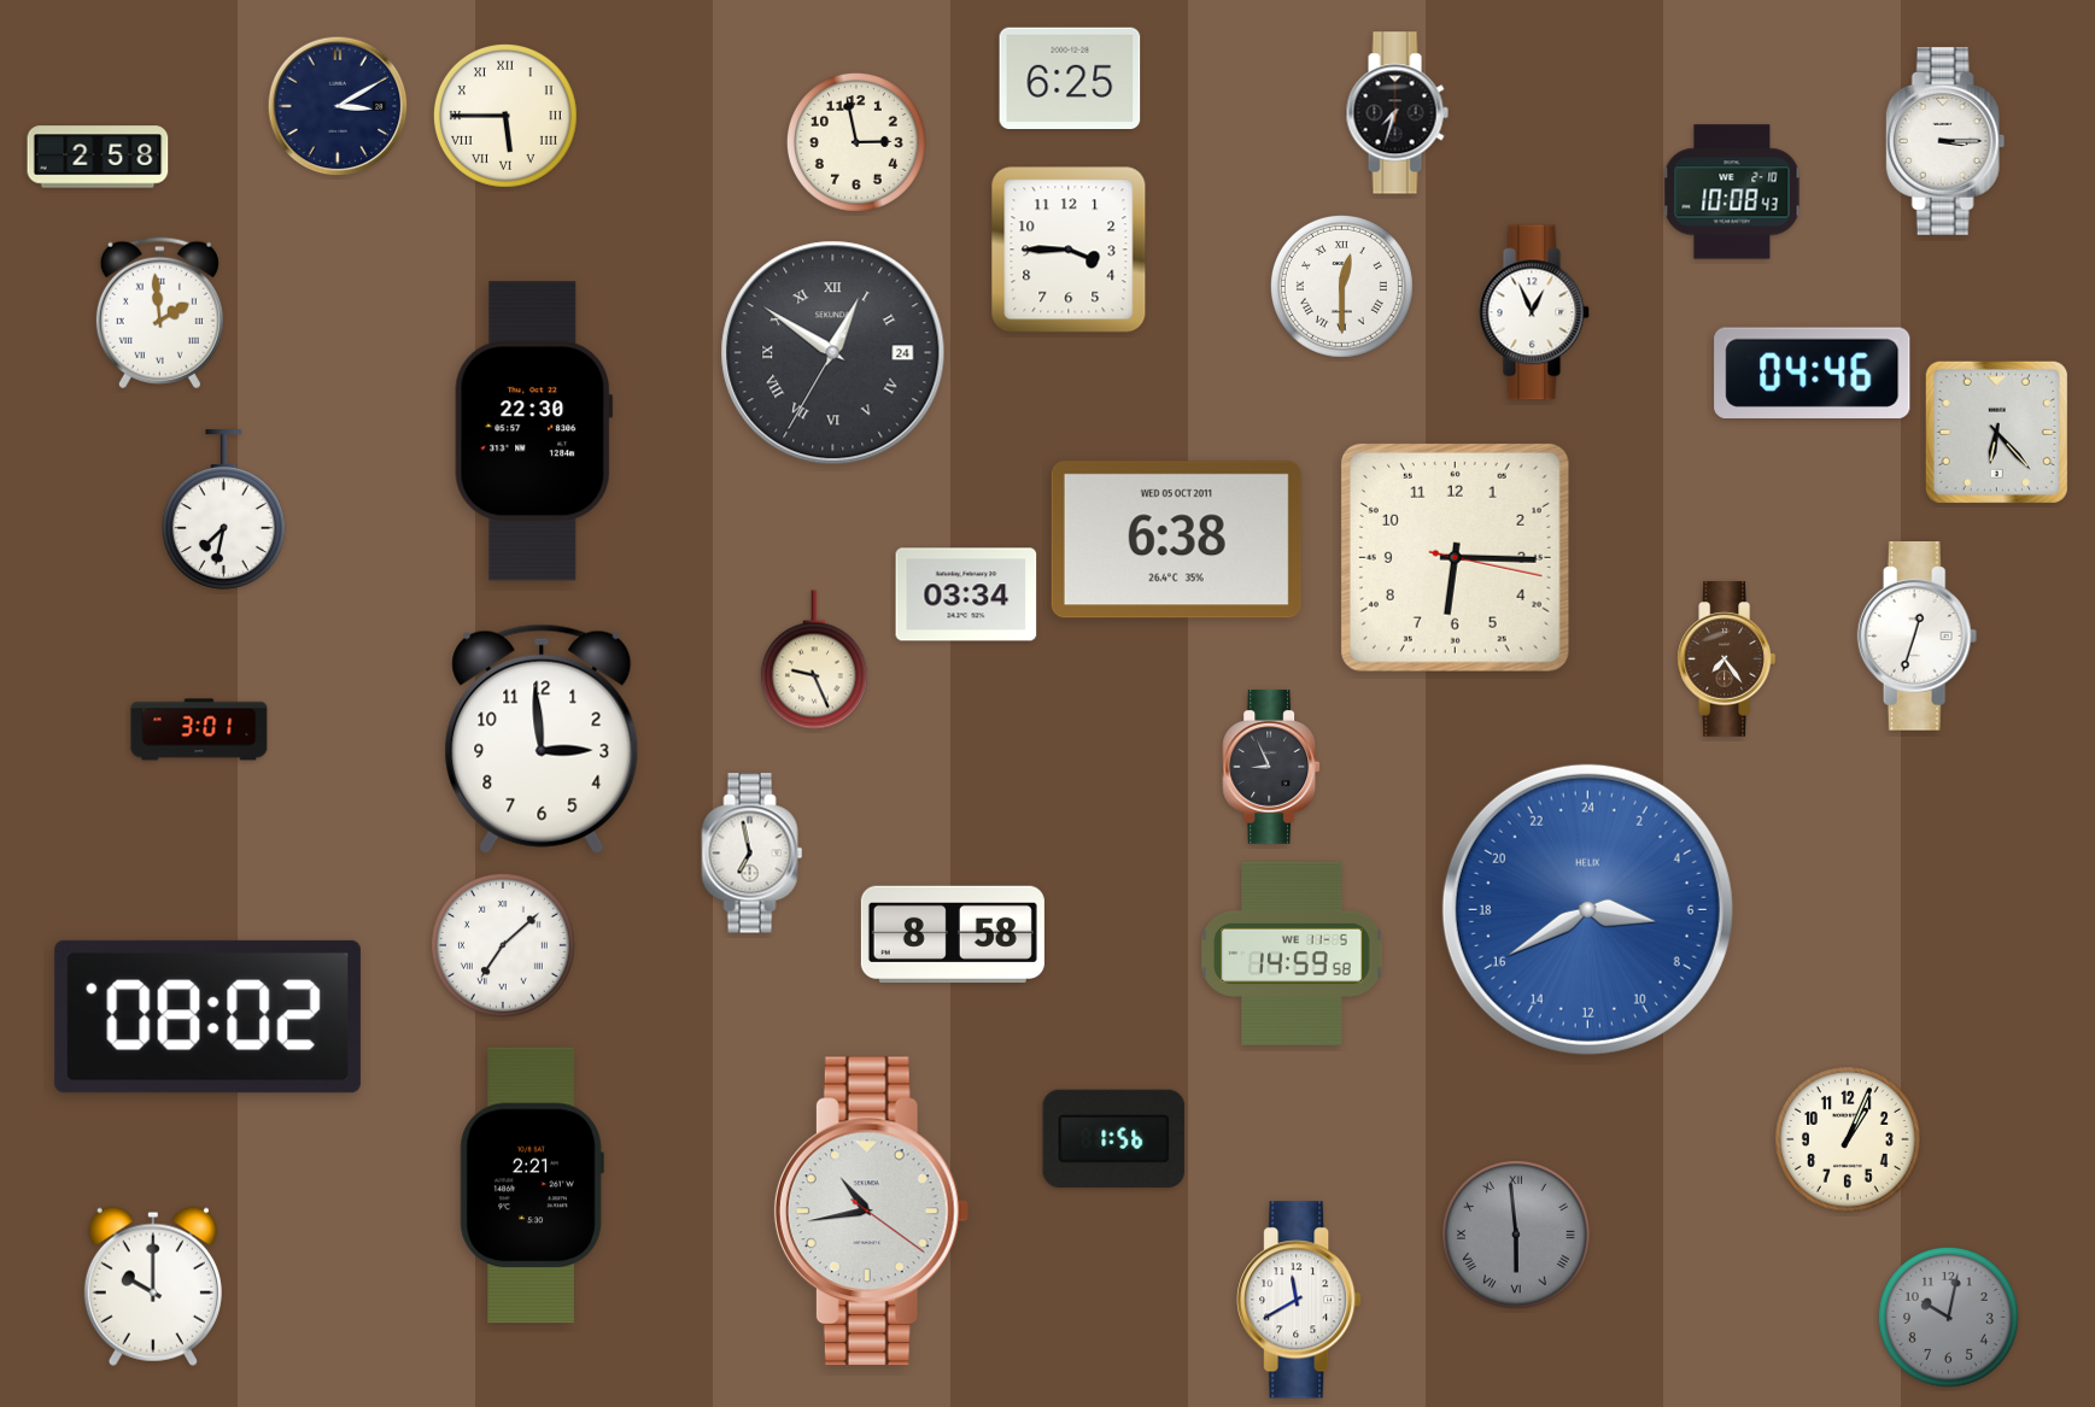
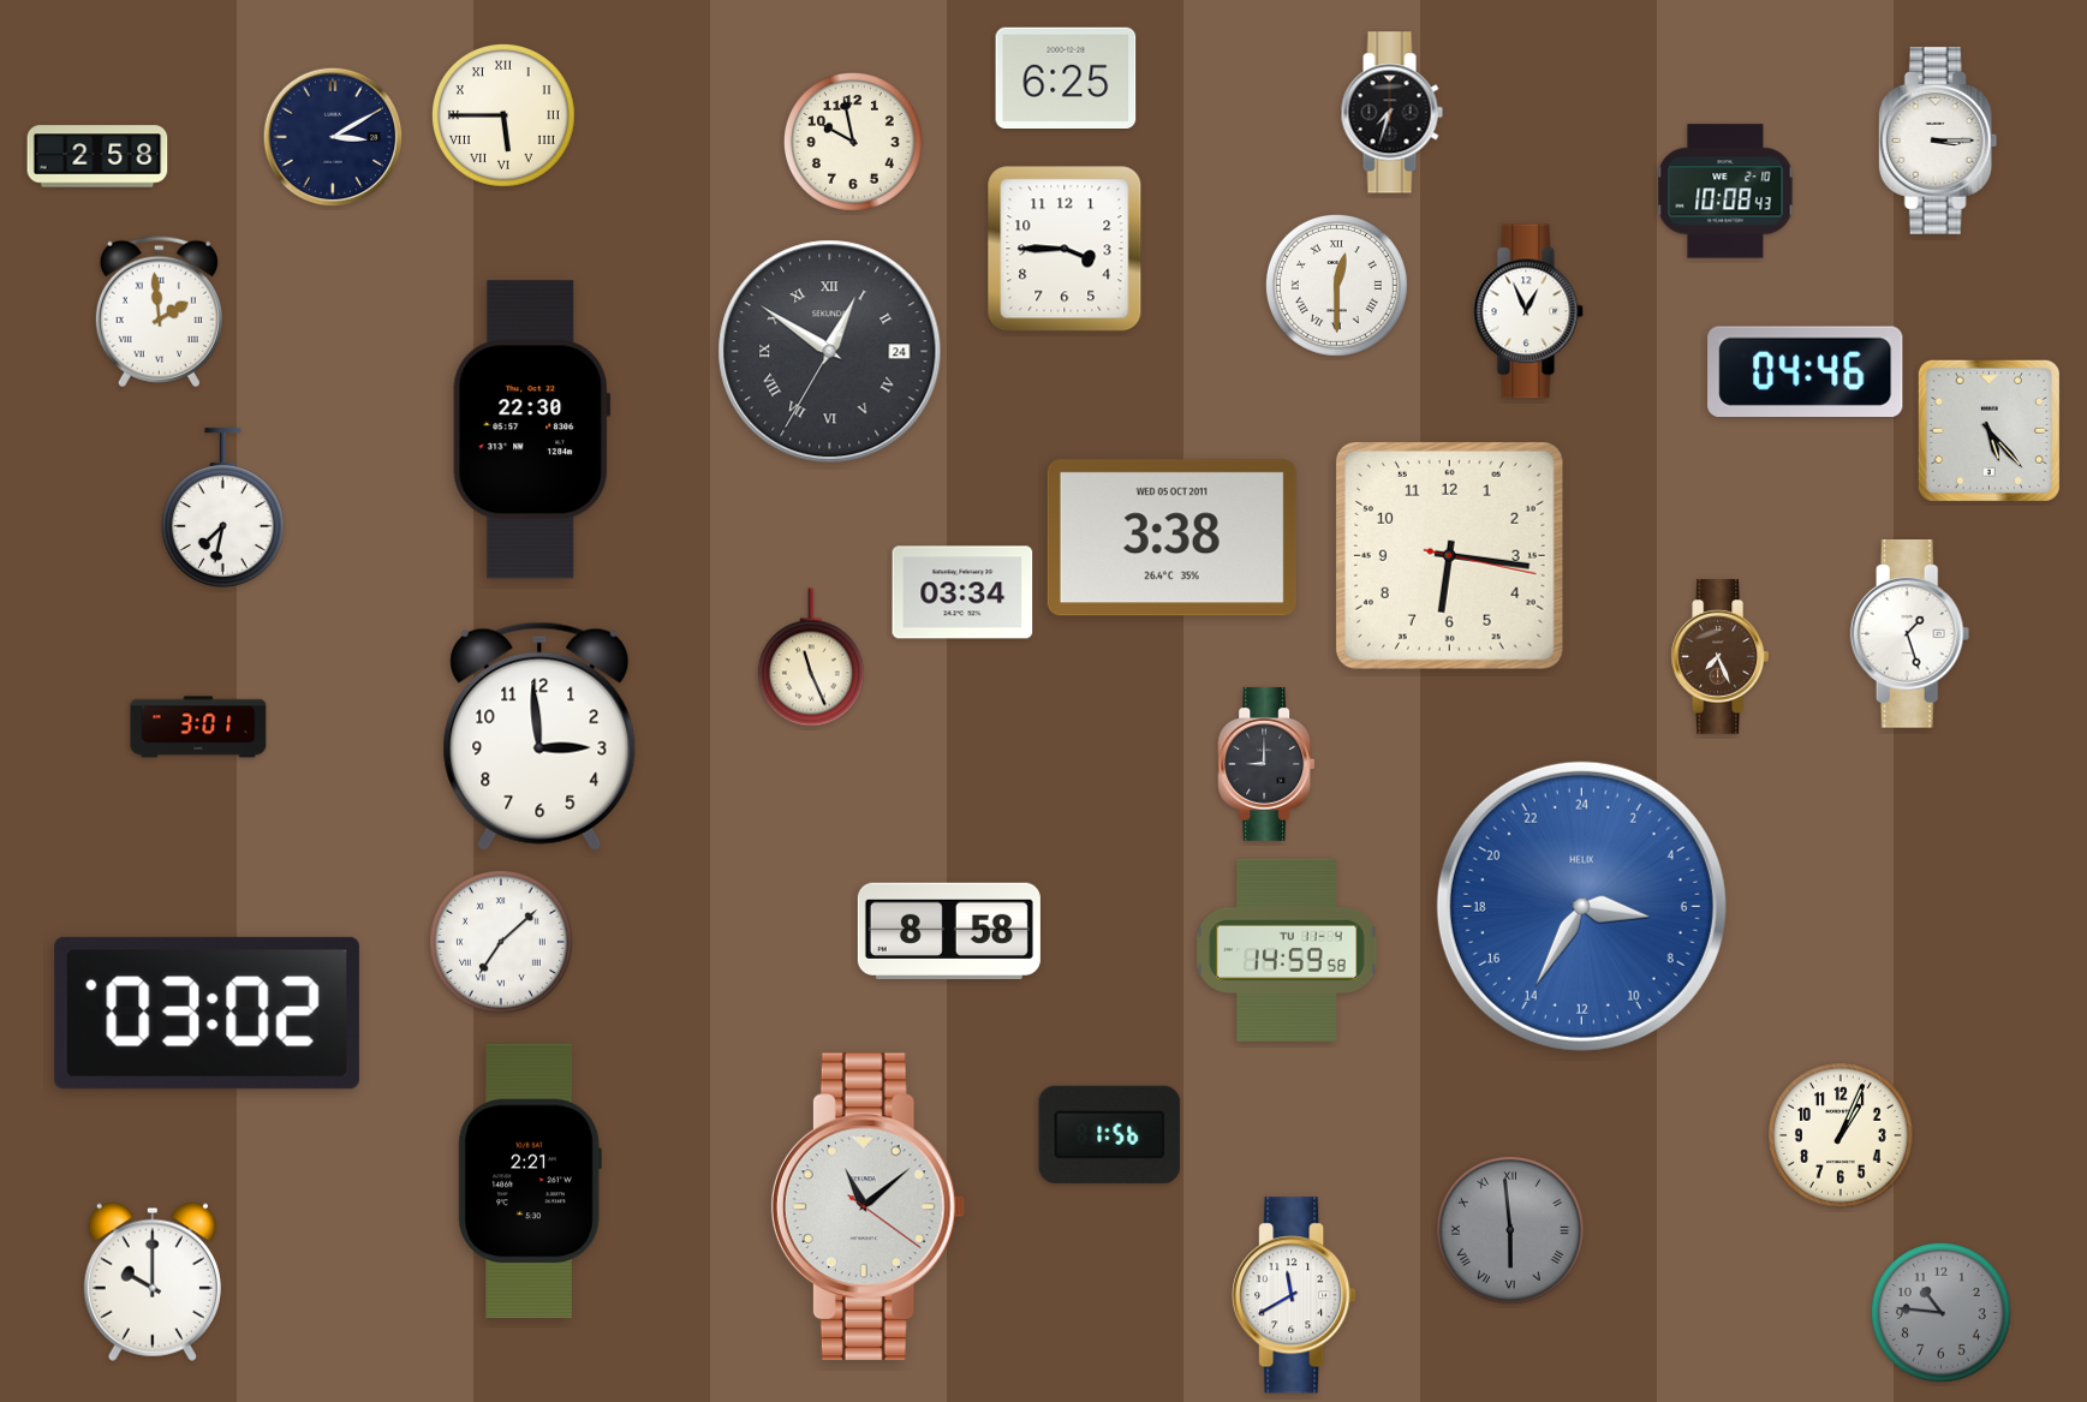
clock at (338, 106) position: (338, 106) -> (333, 137)
clock at (856, 142): 2:58 -> 9:58
clock at (1996, 432): 6:23 -> 5:23
clock at (1176, 540): 6:38 -> 3:38
clock at (1455, 557): 6:15 -> 6:16
clock at (1918, 637): 12:33 -> 1:27
clock at (814, 659): 9:26 -> 11:26
clock at (1727, 659): 7:24 -> 7:26
clock at (1271, 768): 8:56 -> 9:00
clock at (753, 854): 6:58 -> none
clock at (1587, 909): 6:40 -> 6:35
clock at (1292, 954) date: WE 11-5 -> TU 11-4
clock at (207, 1016): 08:02 -> 03:02
clock at (871, 1212): 10:43 -> 11:08
clock at (1948, 1317): 10:02 -> 10:46
